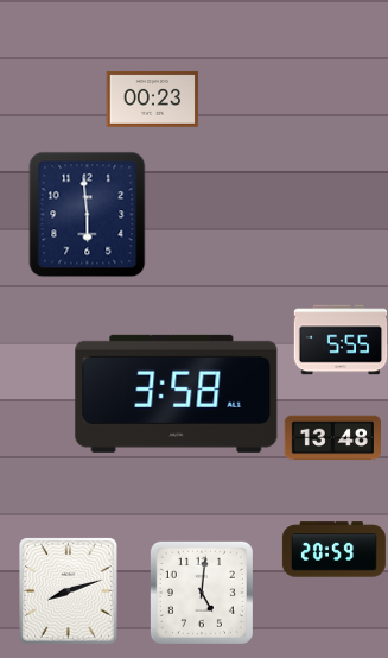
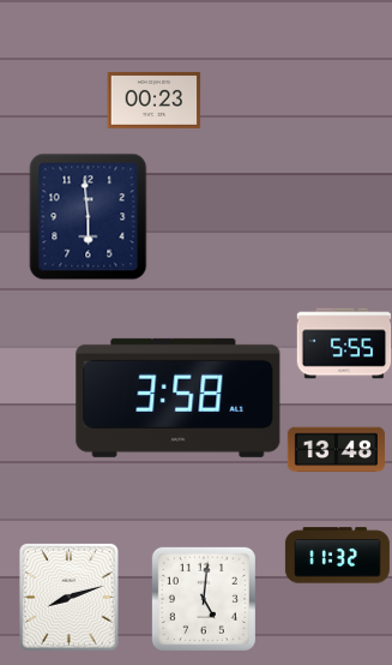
clock at (332, 438) position: (332, 438) -> (336, 450)
clock at (333, 550): 20:59 -> 11:32
